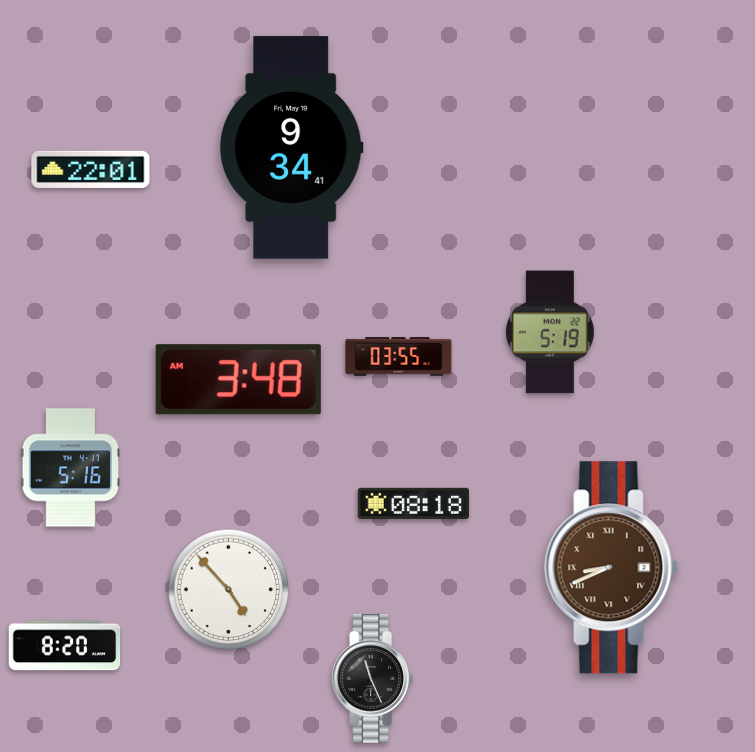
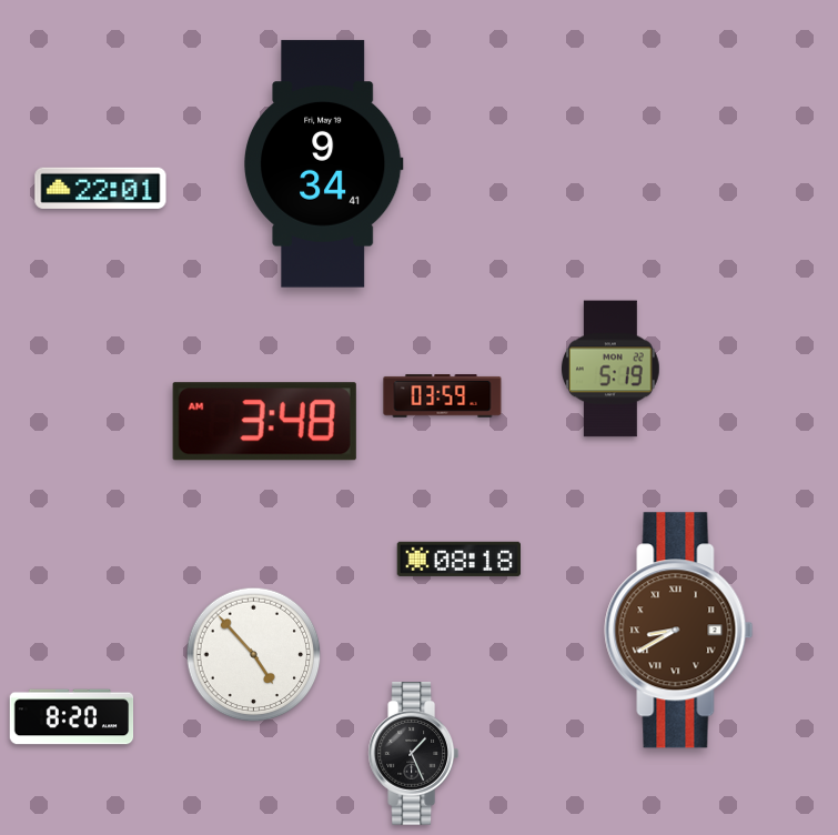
clock at (399, 357): 03:55 -> 03:59
clock at (70, 468): 5:16 -> none
clock at (612, 568): 8:41 -> 8:40
clock at (372, 679): 11:26 -> 1:26
